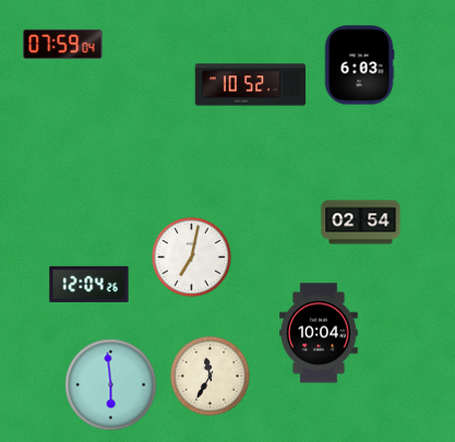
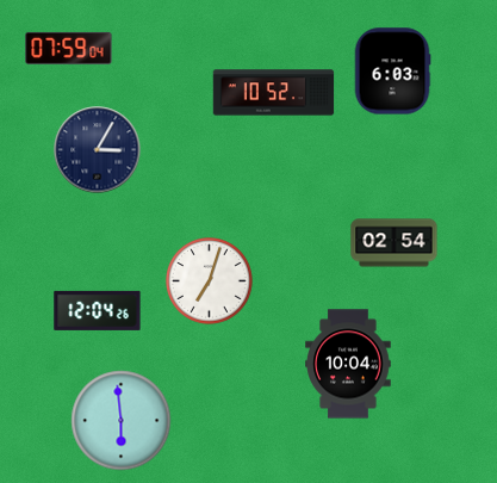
clock at (98, 150): none -> 3:05
clock at (192, 258): 7:02 -> 7:03
clock at (211, 377): 11:35 -> none
